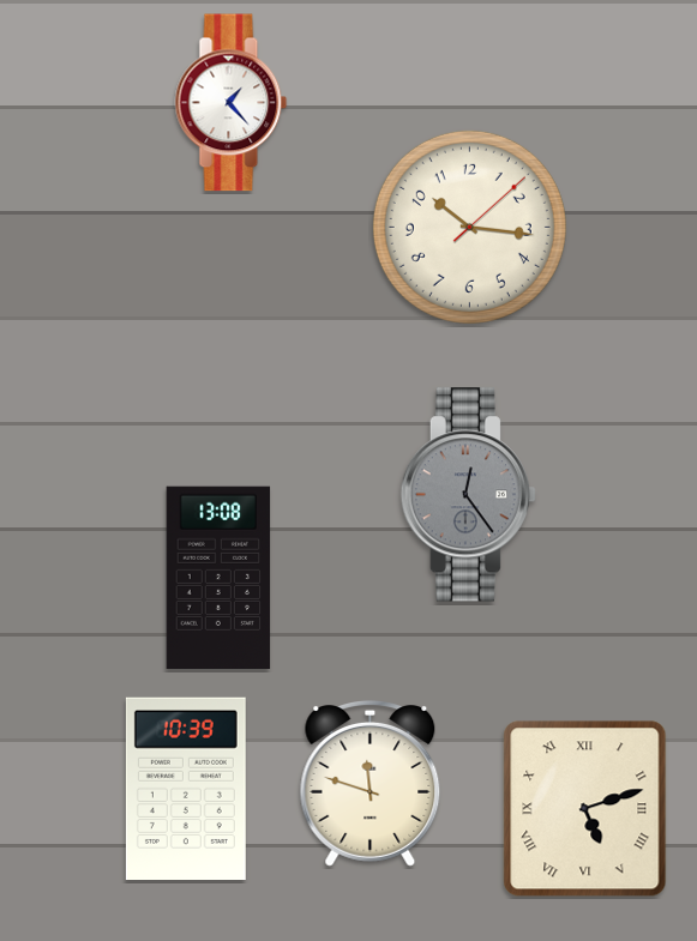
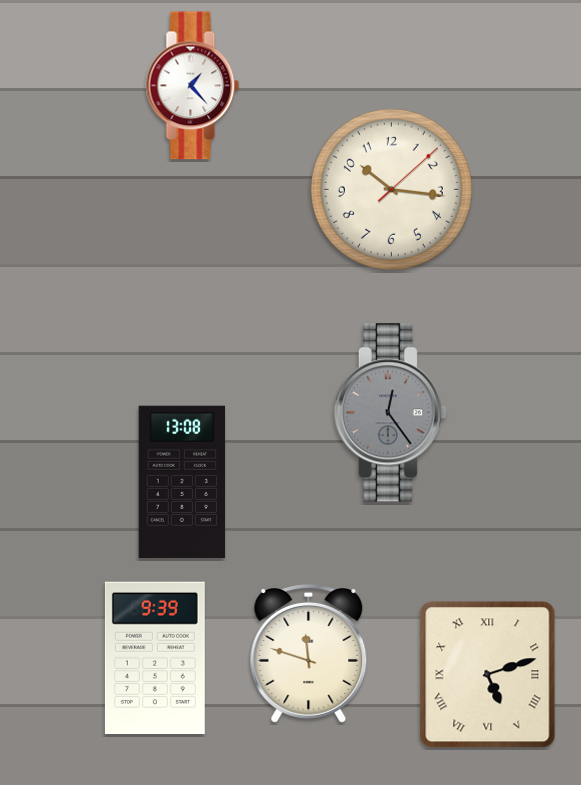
clock at (186, 788): 10:39 -> 9:39
